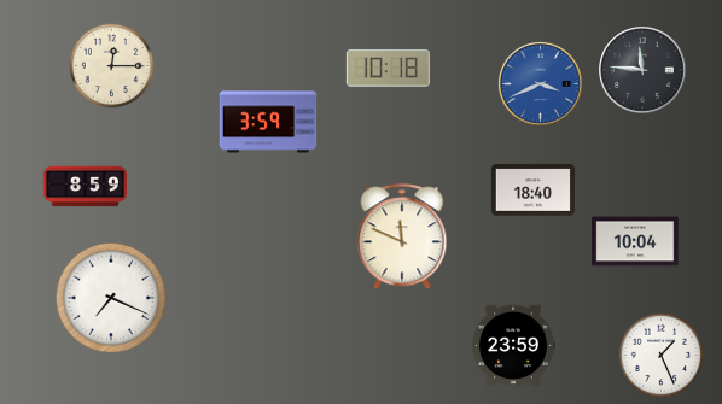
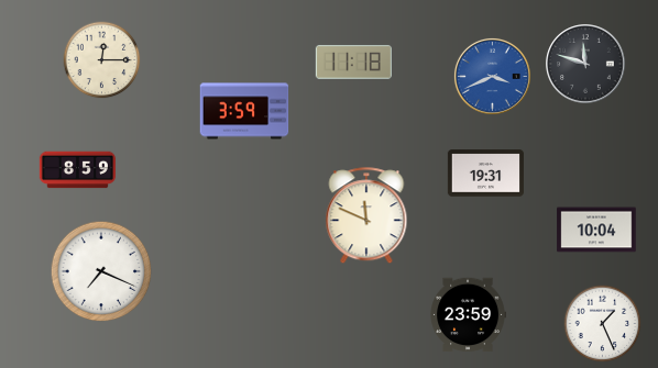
clock at (388, 69): 10:18 -> 11:18
clock at (642, 70): 11:46 -> 11:48
clock at (532, 191): 18:40 -> 19:31
clock at (635, 241) position: (635, 241) -> (596, 230)
